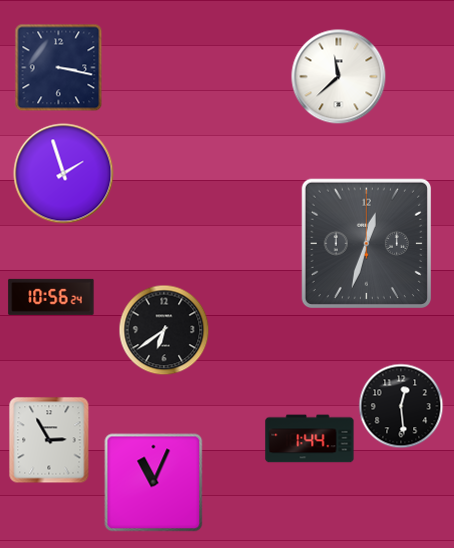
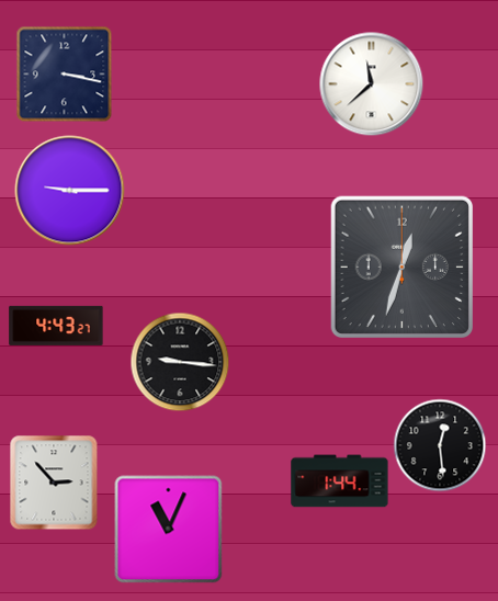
clock at (64, 174): 1:57 -> 9:15
clock at (51, 297): 10:56 -> 4:43
clock at (164, 330): 6:39 -> 9:16
clock at (49, 440): 2:55 -> 2:53
